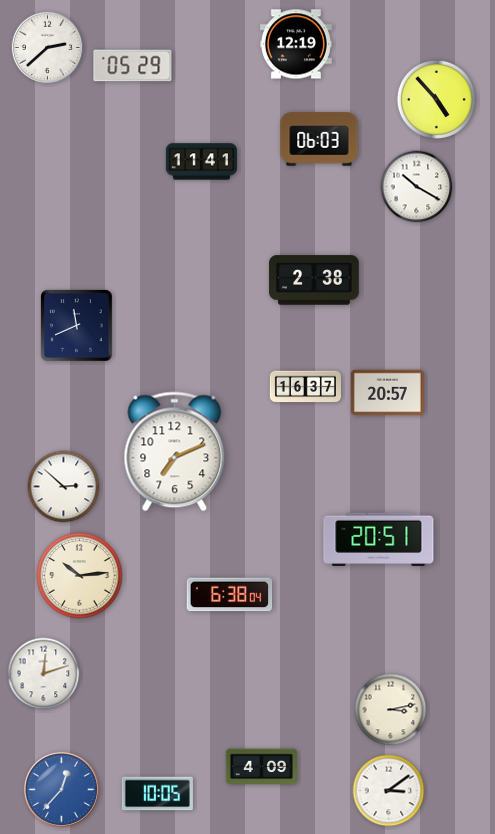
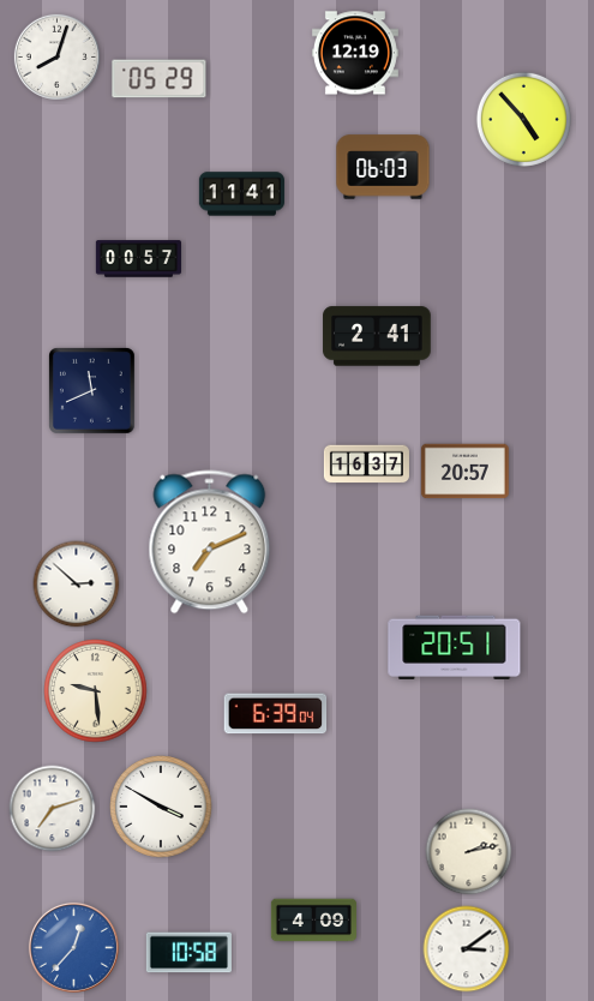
clock at (47, 47): 2:38 -> 8:03
clock at (417, 187): 10:20 -> none
clock at (138, 259): none -> 00:57
clock at (314, 280): 2:38 -> 2:41
clock at (80, 576): 10:14 -> 9:29
clock at (230, 595): 6:38 -> 6:39
clock at (161, 807): none -> 3:50
clock at (44, 674): 12:12 -> 7:12
clock at (391, 710): 3:13 -> 2:13
clock at (157, 794): 10:05 -> 10:58
